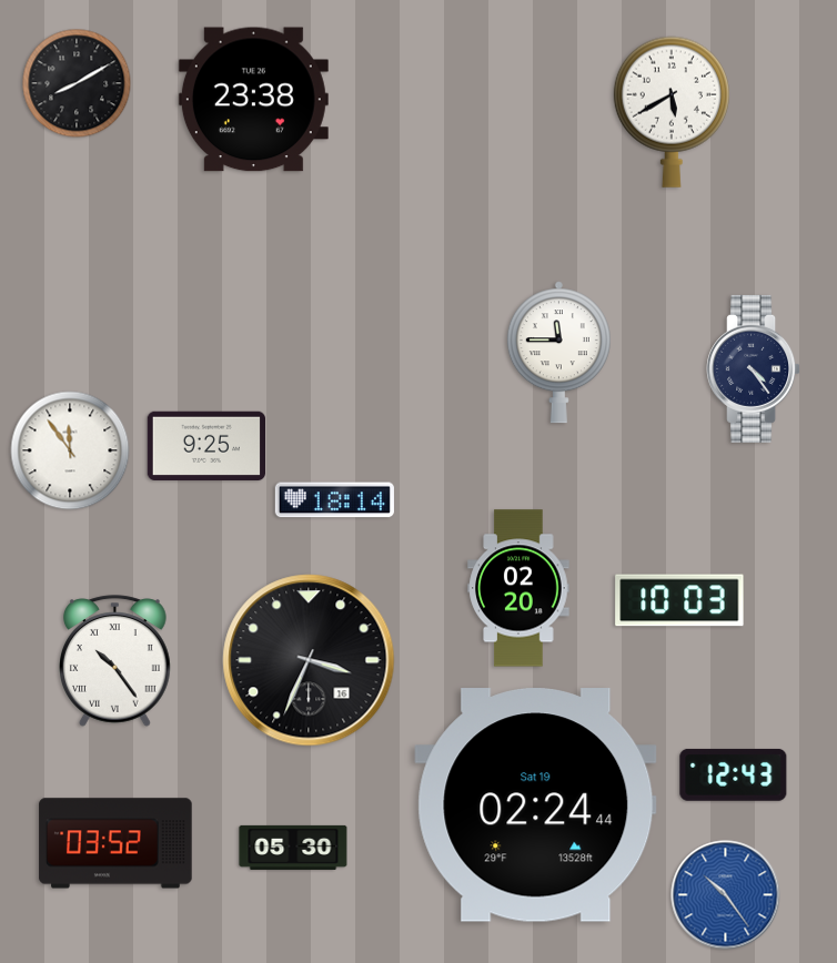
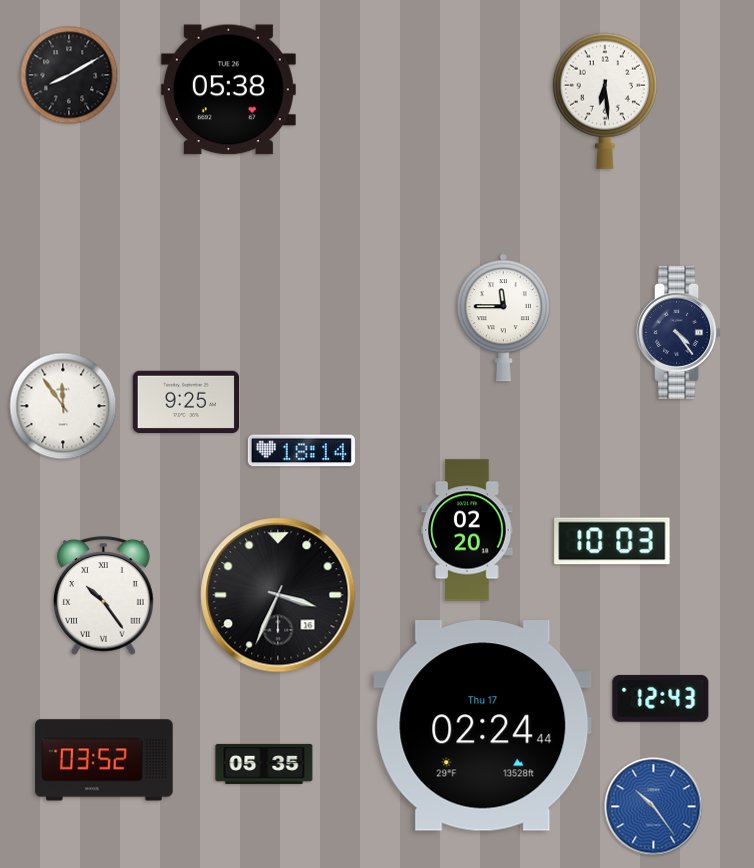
clock at (253, 100): 23:38 -> 05:38
clock at (672, 112): 5:40 -> 6:29
clock at (536, 805) date: Sat 19 -> Thu 17
clock at (293, 848): 05:30 -> 05:35
